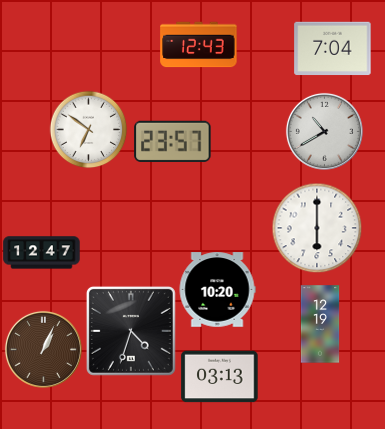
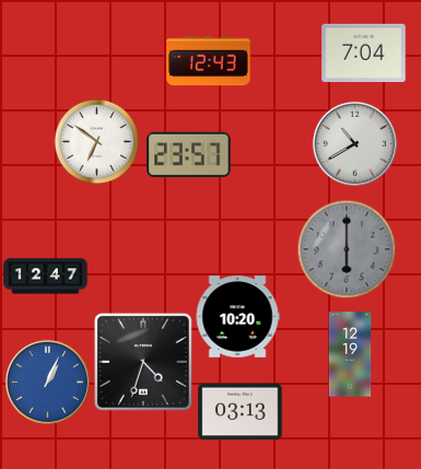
clock at (199, 45) position: (199, 45) -> (209, 61)
clock at (317, 228) dial: white -> grey
clock at (43, 349) dial: brown -> blue
